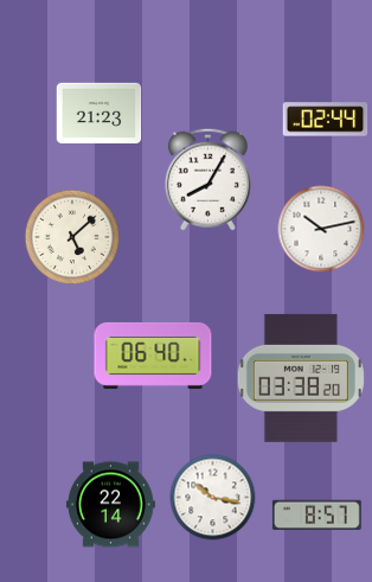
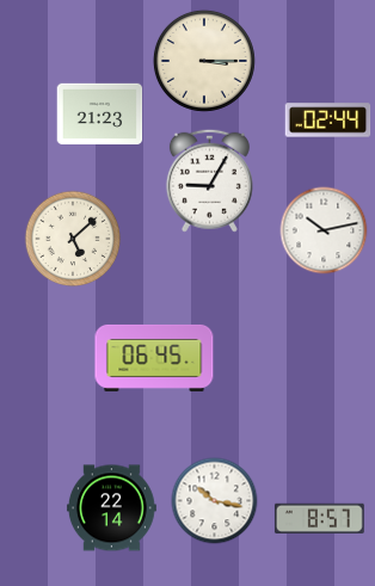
clock at (204, 61): none -> 3:15
clock at (207, 179): 8:05 -> 9:05
clock at (153, 356): 06:40 -> 06:45
clock at (301, 378): 03:38 -> none
